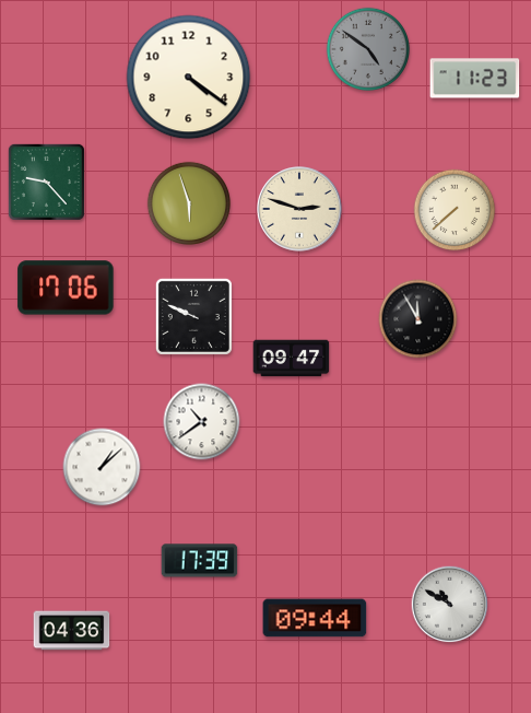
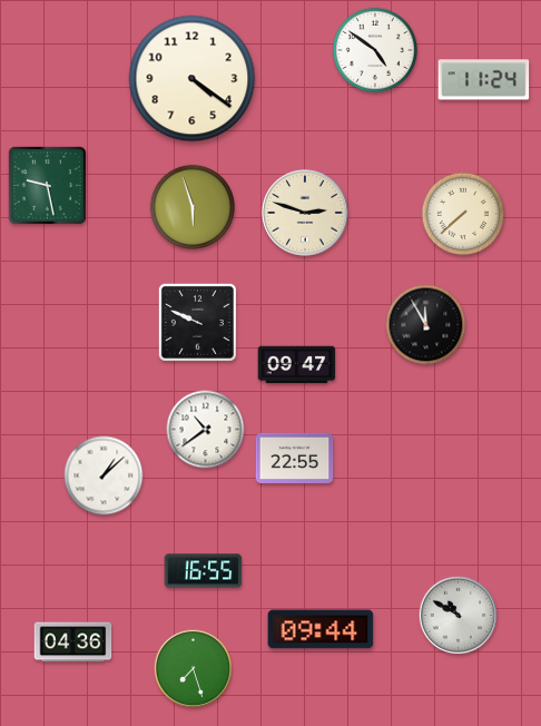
clock at (367, 48) dial: grey -> white
clock at (475, 79): 11:23 -> 11:24
clock at (46, 182): 9:23 -> 9:28
clock at (66, 288): 17:06 -> none
clock at (295, 458): none -> 22:55
clock at (200, 561): 17:39 -> 16:55
clock at (194, 669): none -> 7:27
